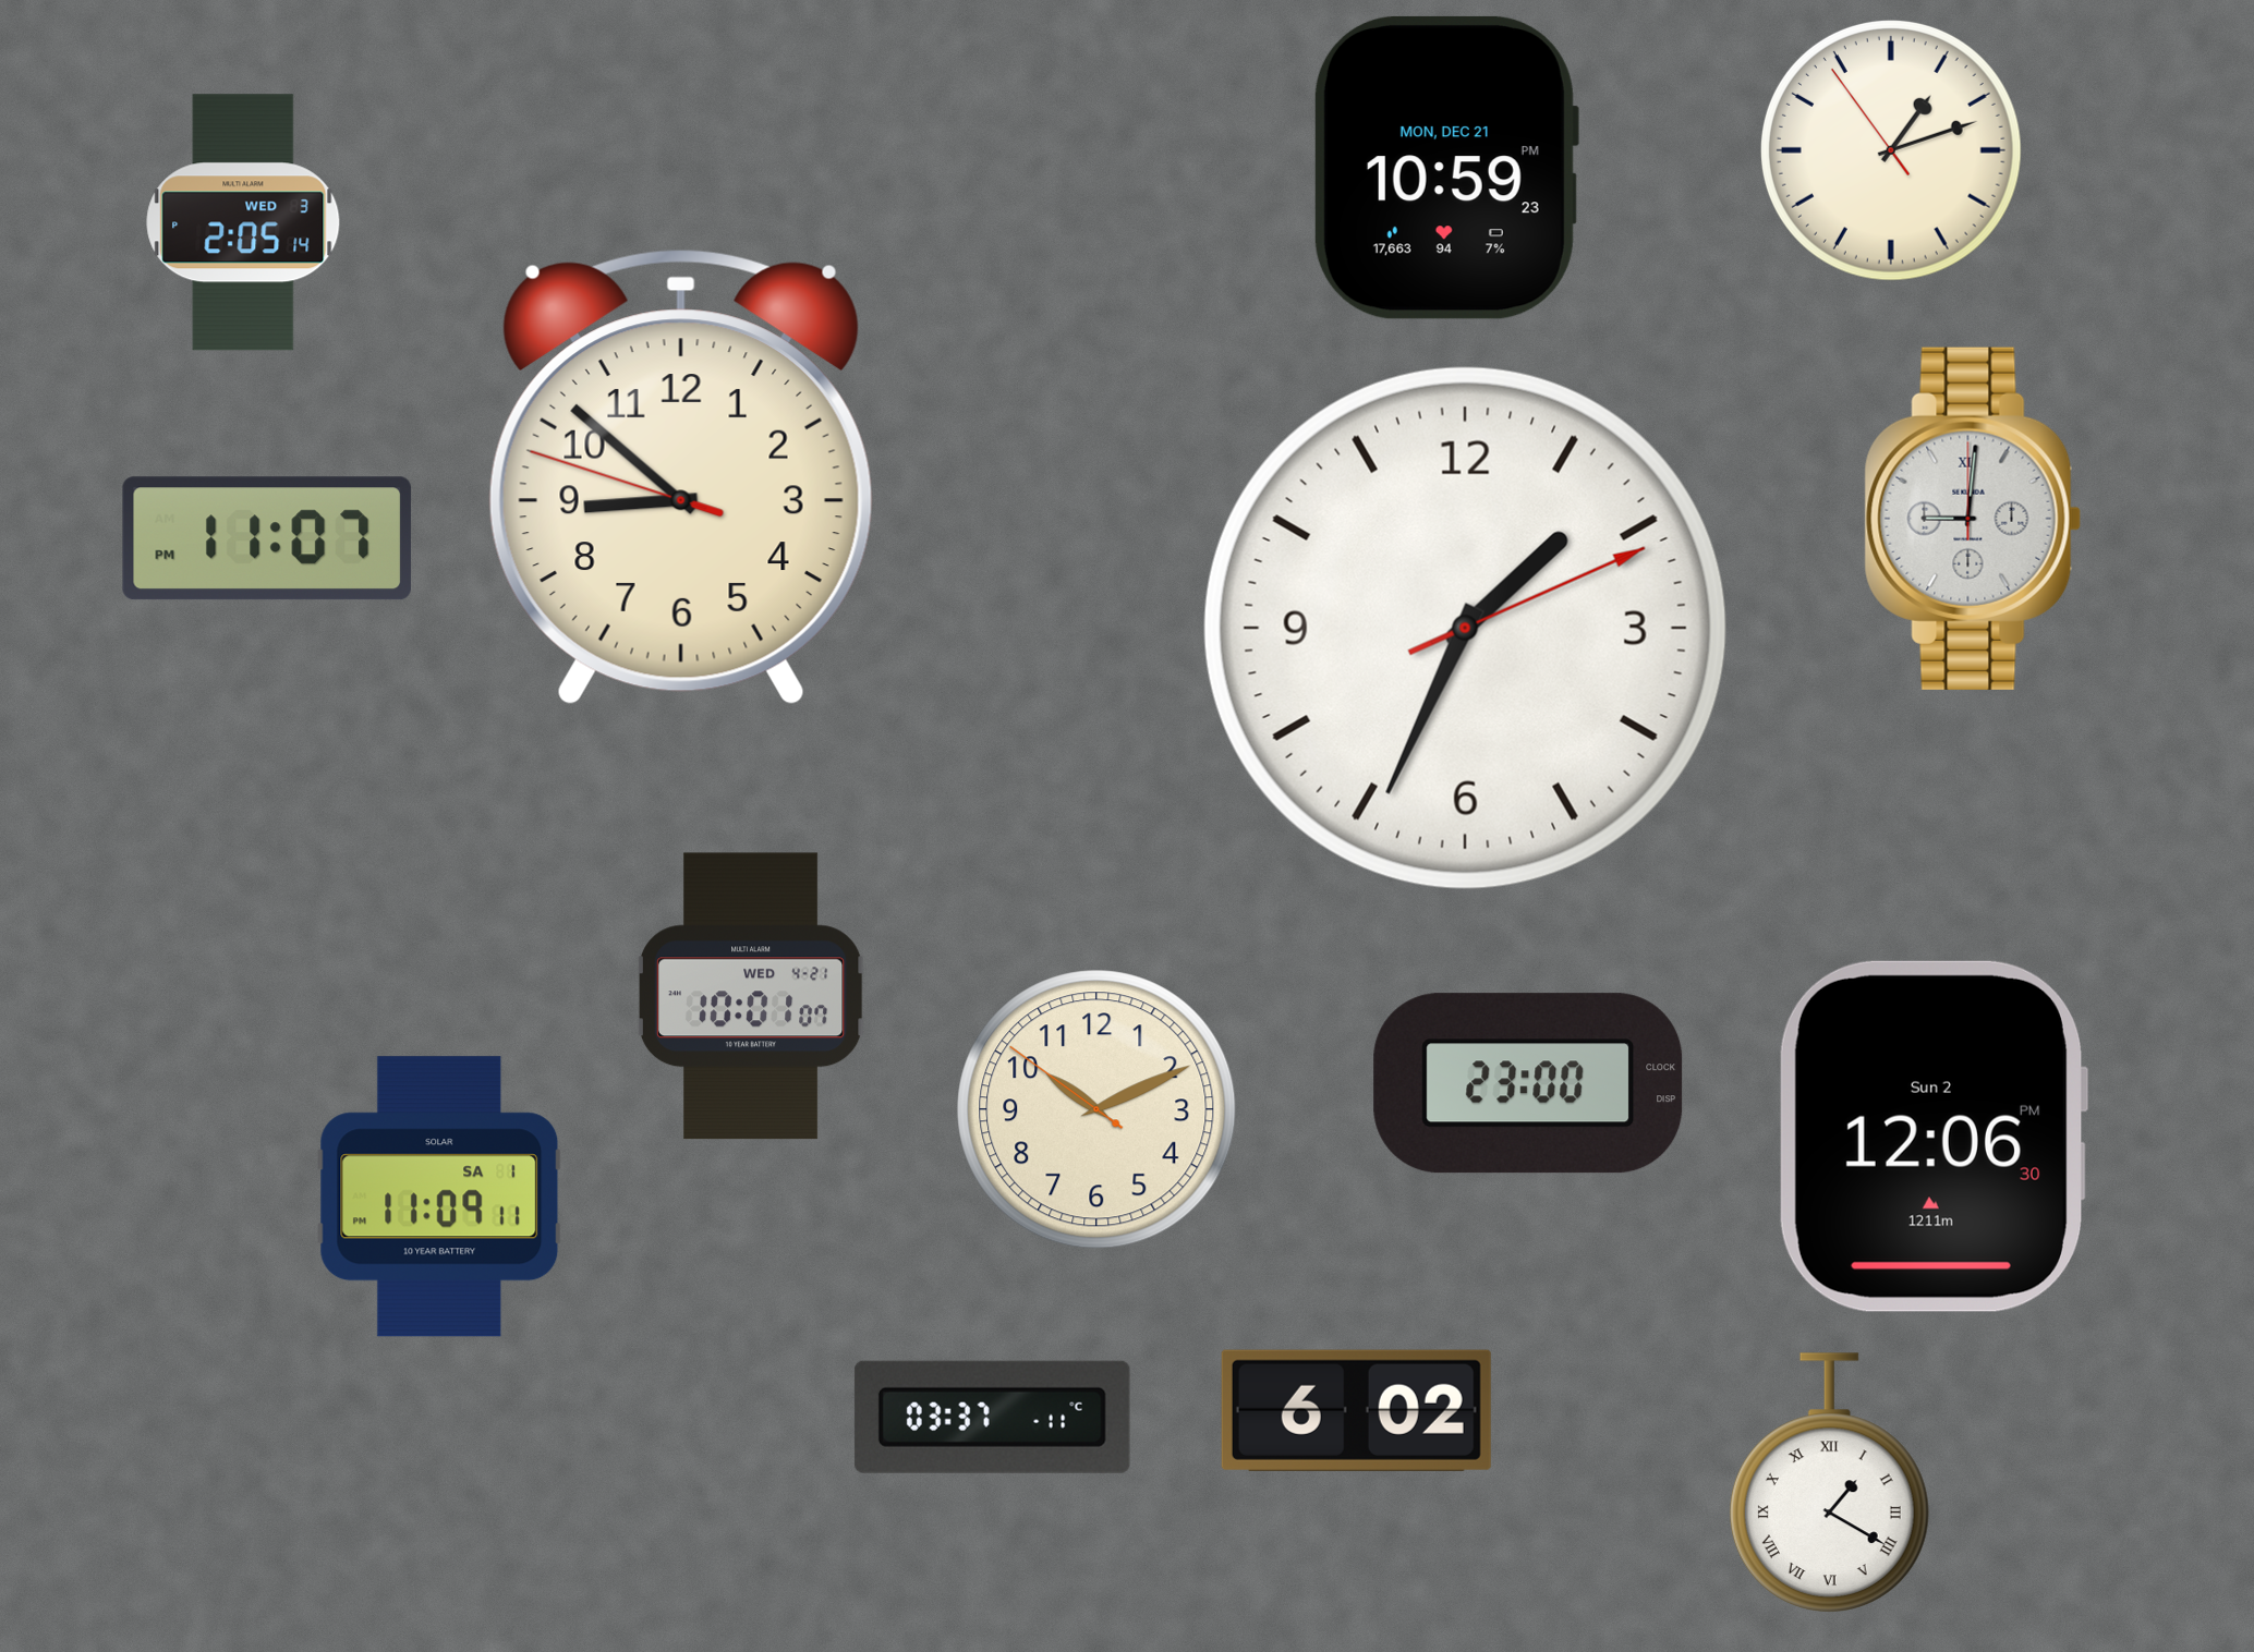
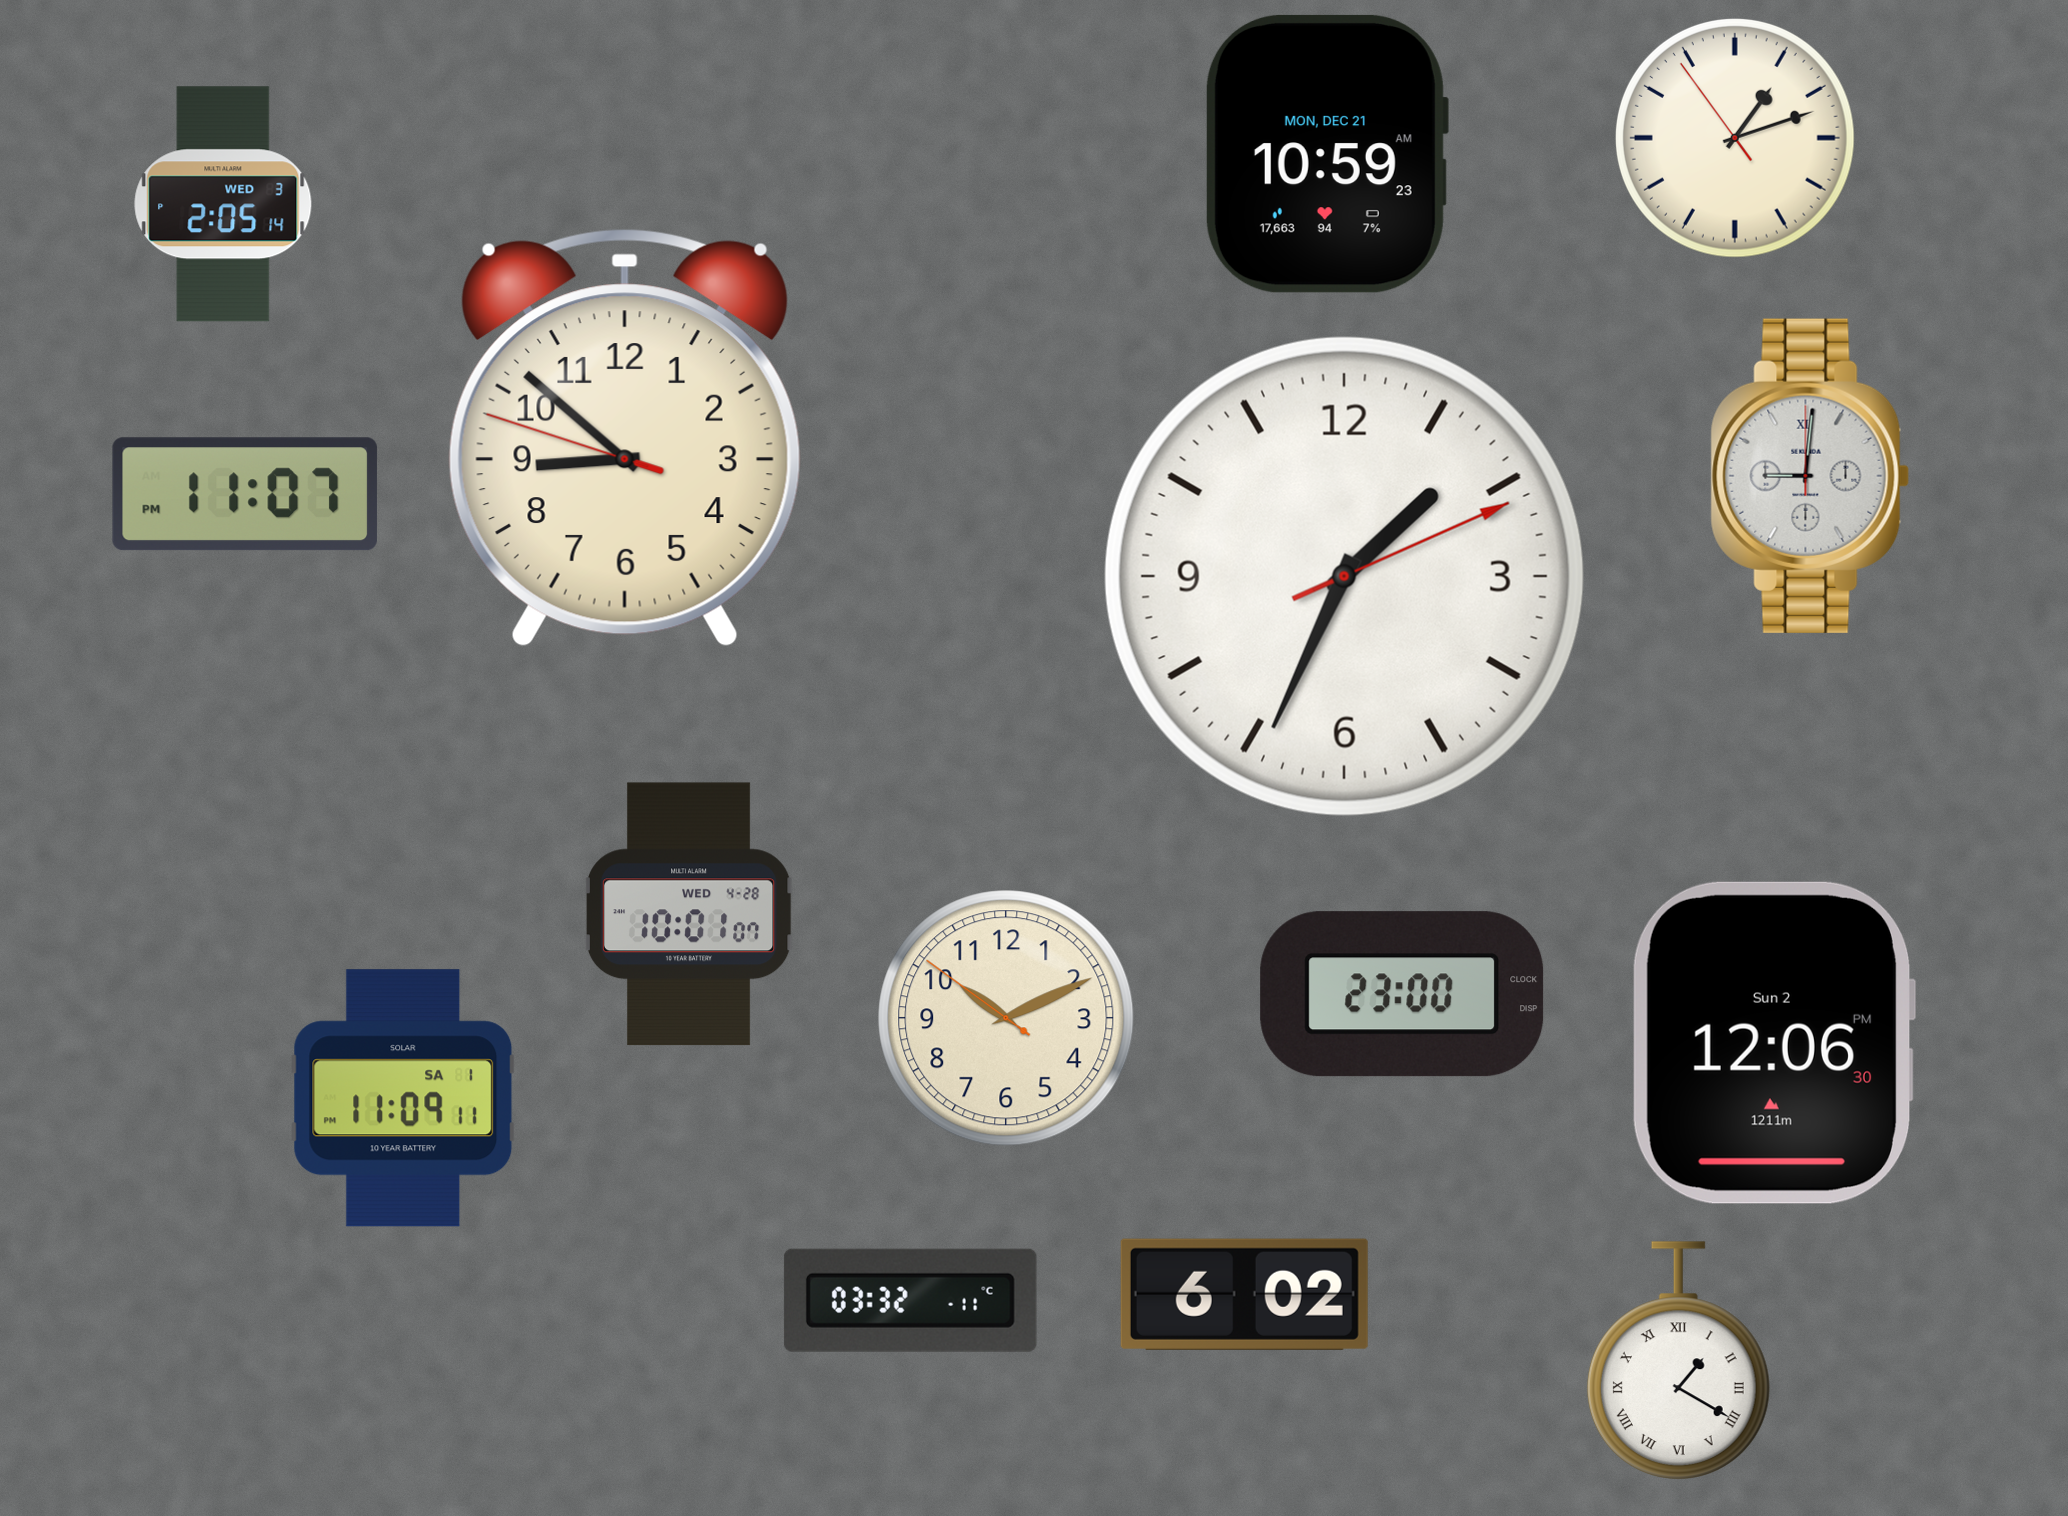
clock at (1445, 168): 10:59:23 PM -> 10:59:23 AM
clock at (751, 996) date: WED 4-21 -> WED 4-28
clock at (992, 1417): 03:37 -> 03:32
